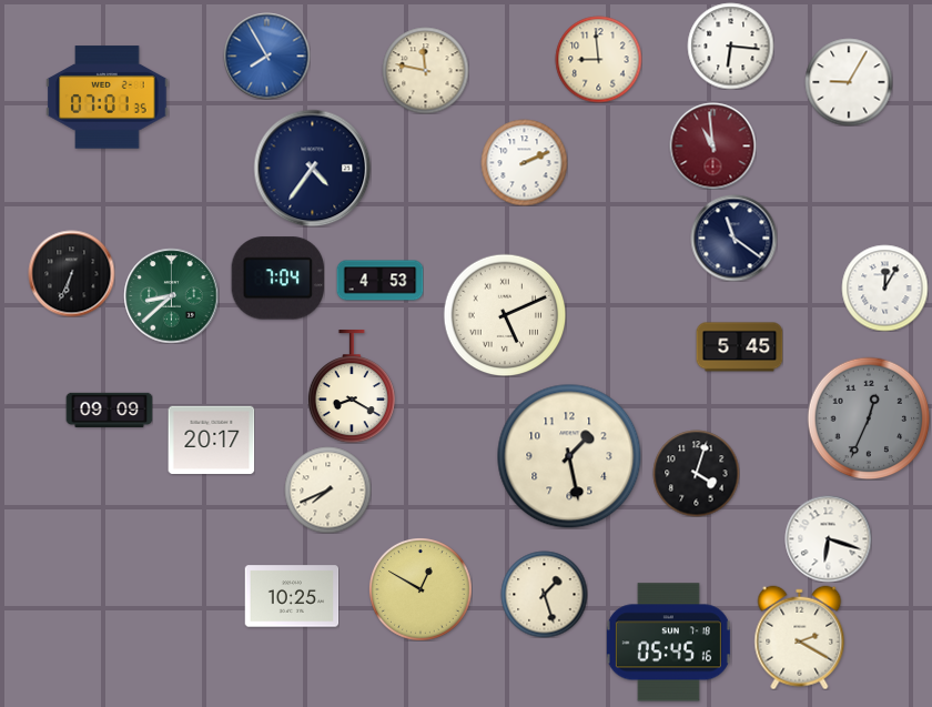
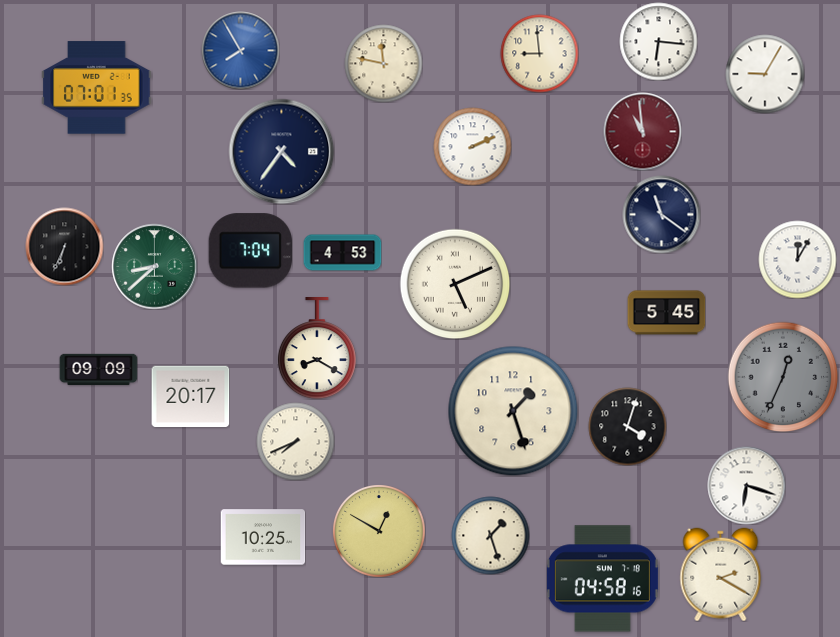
clock at (569, 456): 1:28 -> 1:27
clock at (668, 643): 05:45 -> 04:58
